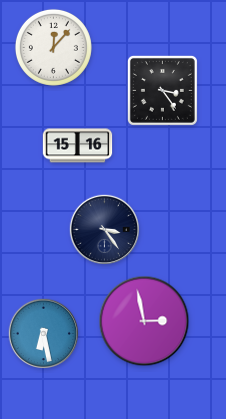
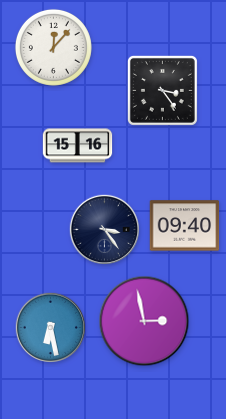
clock at (185, 226): none -> 09:40
clock at (44, 334) position: (44, 334) -> (51, 328)
